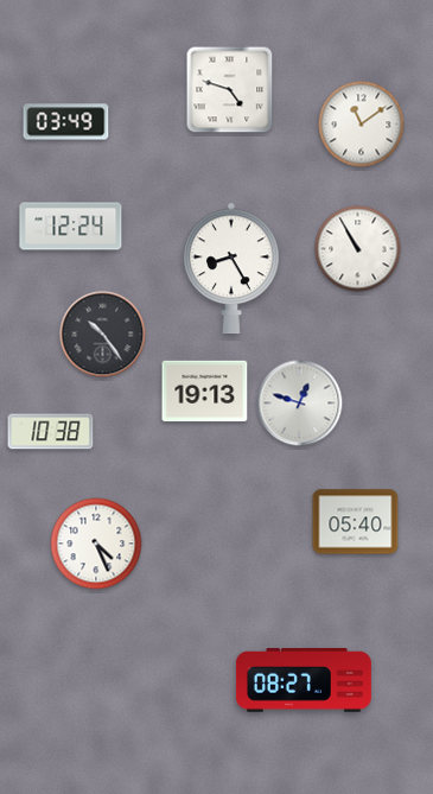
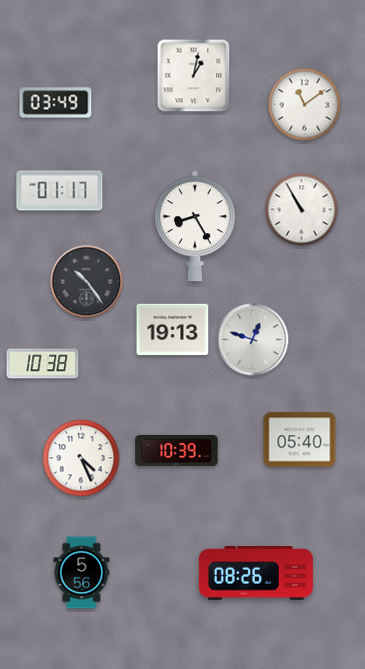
clock at (230, 90): 4:48 -> 1:02
clock at (71, 227): 12:24 -> 01:17
clock at (177, 450): none -> 10:39
clock at (82, 573): none -> 5:56
clock at (304, 681): 08:27 -> 08:26
